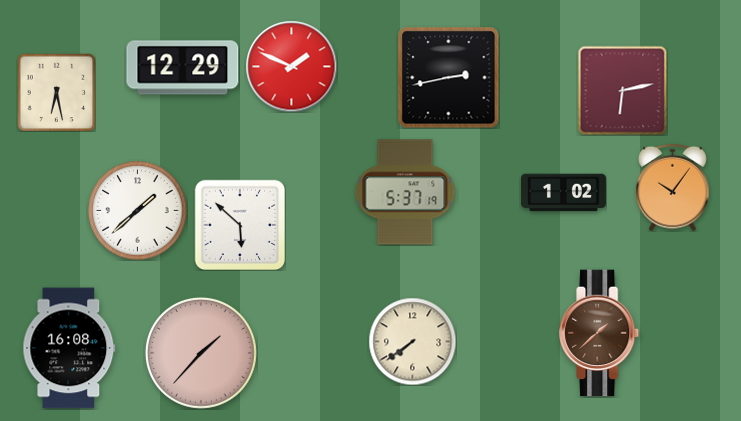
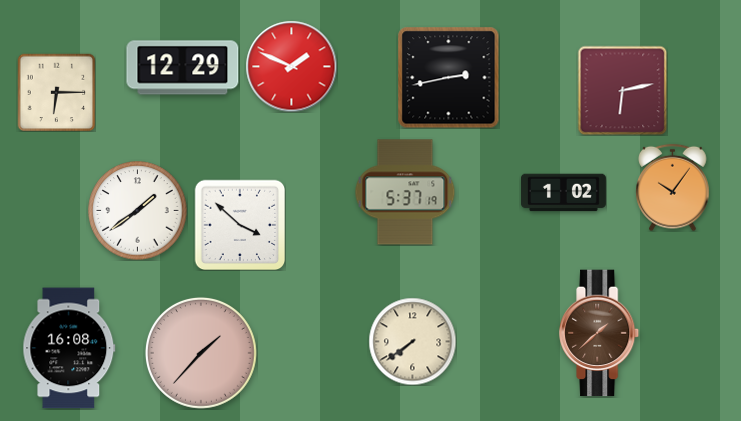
clock at (56, 92): 6:28 -> 6:15
clock at (138, 211): 1:38 -> 1:39
clock at (240, 225): 5:52 -> 3:52
